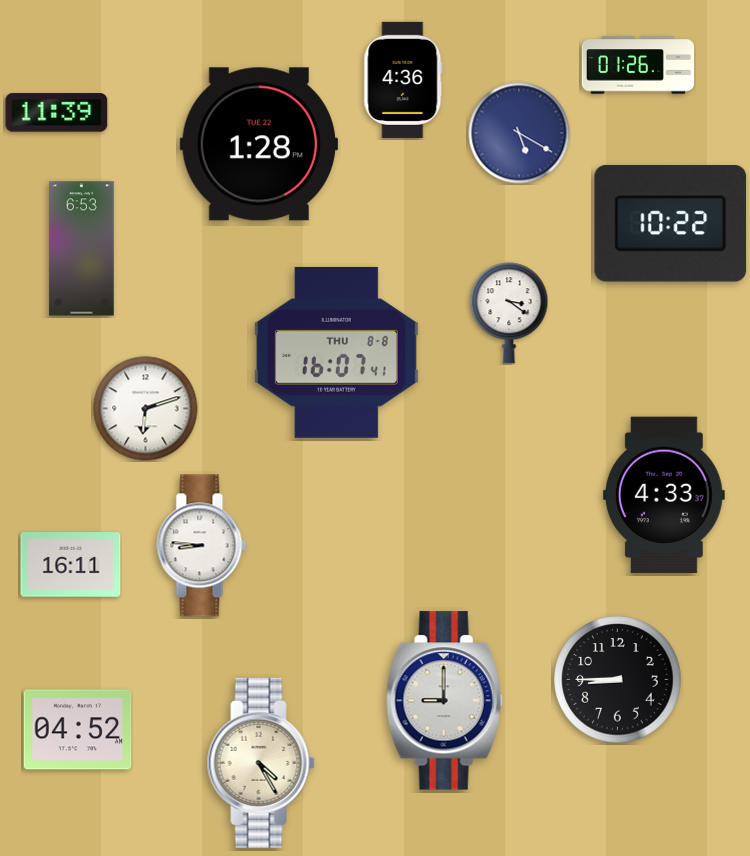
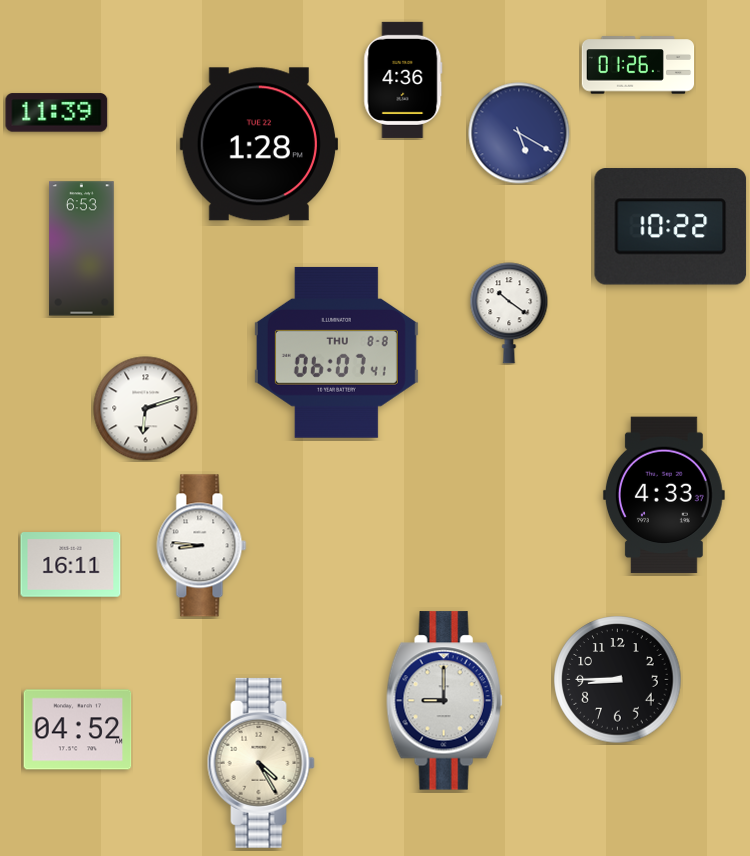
clock at (671, 224) position: (671, 224) -> (671, 227)
clock at (509, 313): 3:21 -> 10:21
clock at (336, 352): 16:07 -> 06:07
